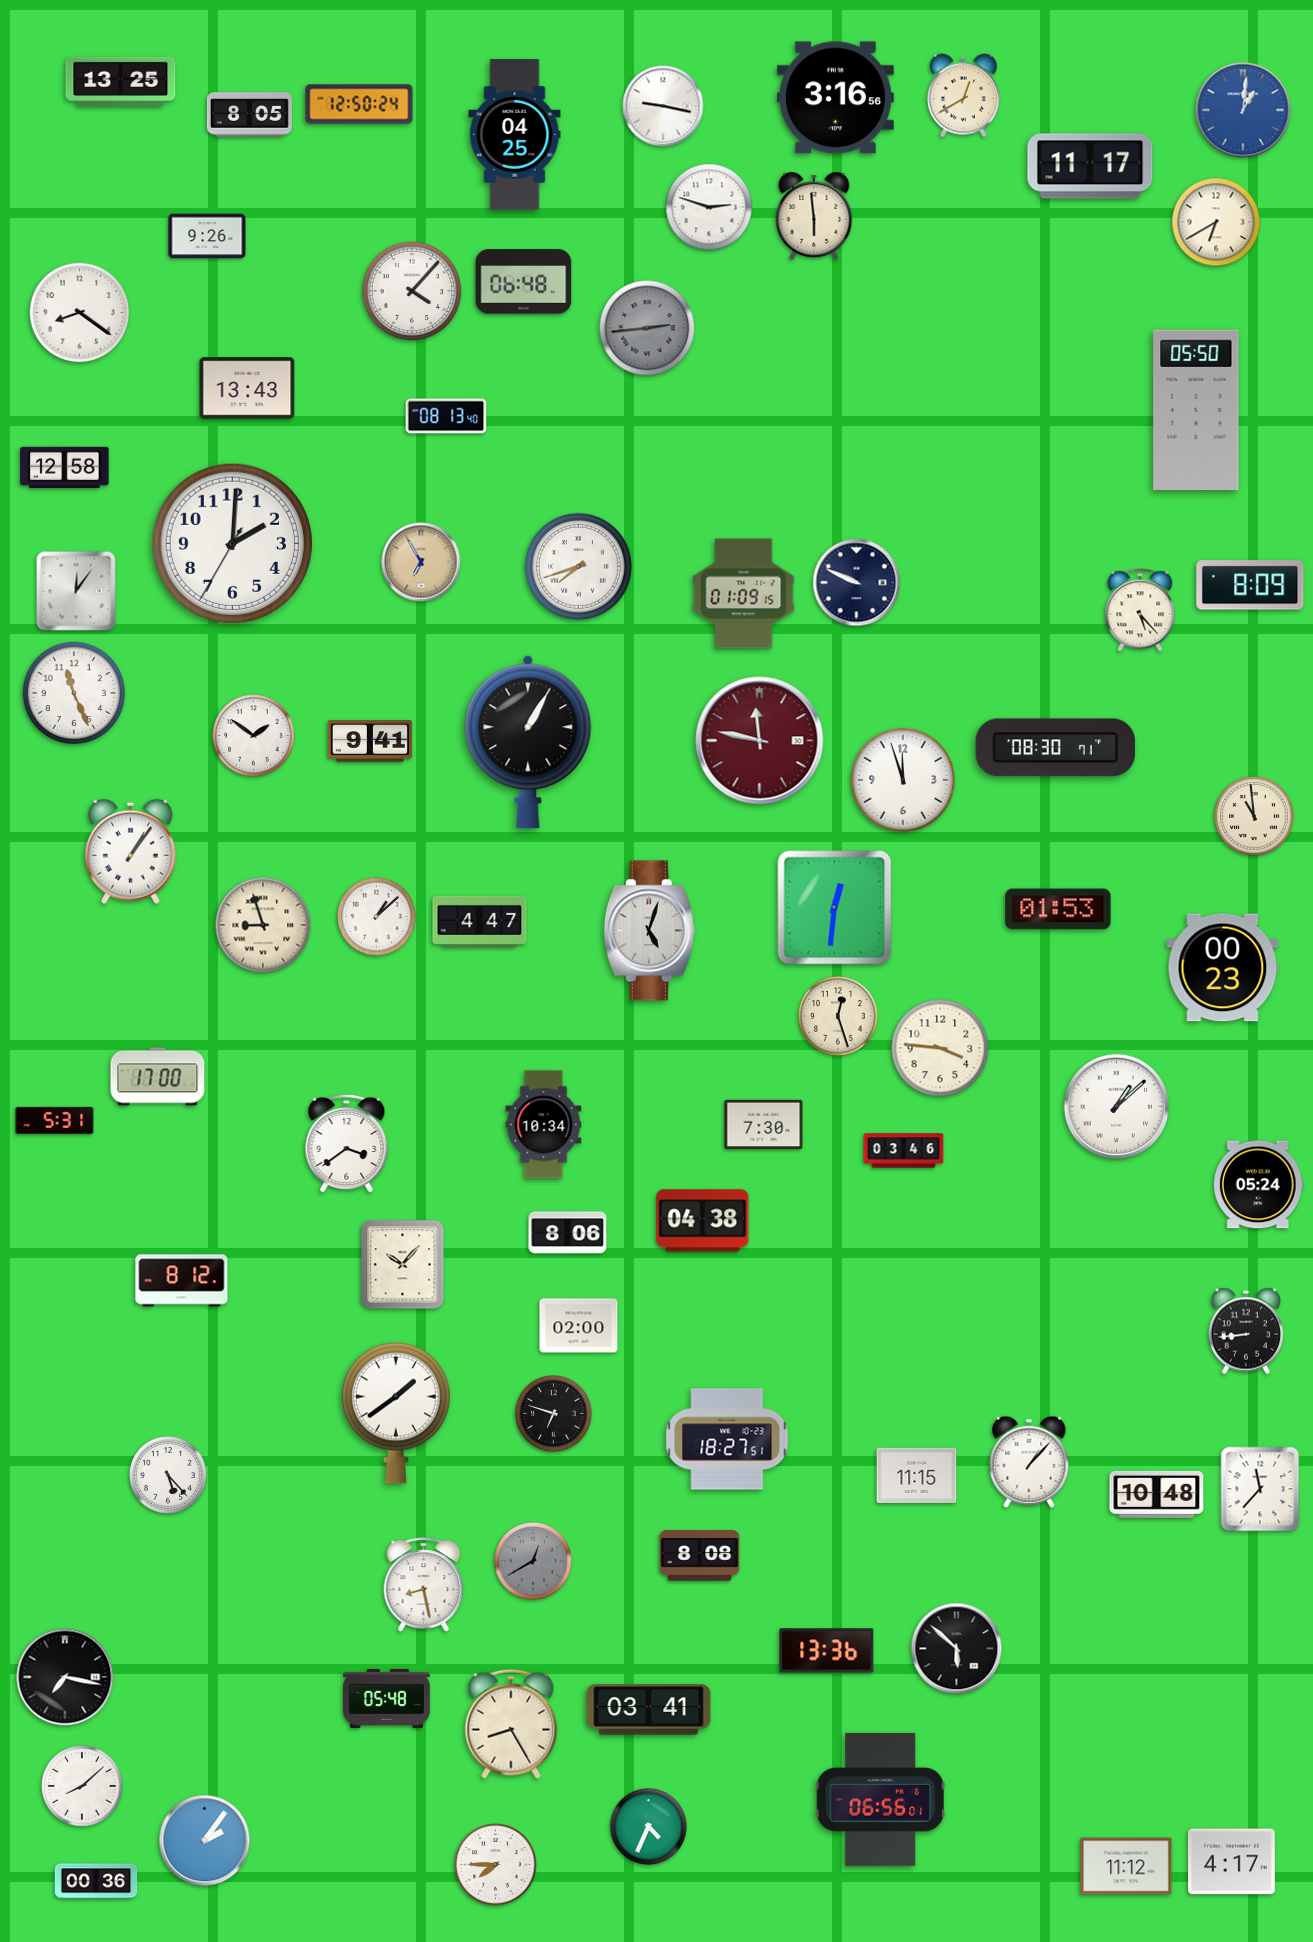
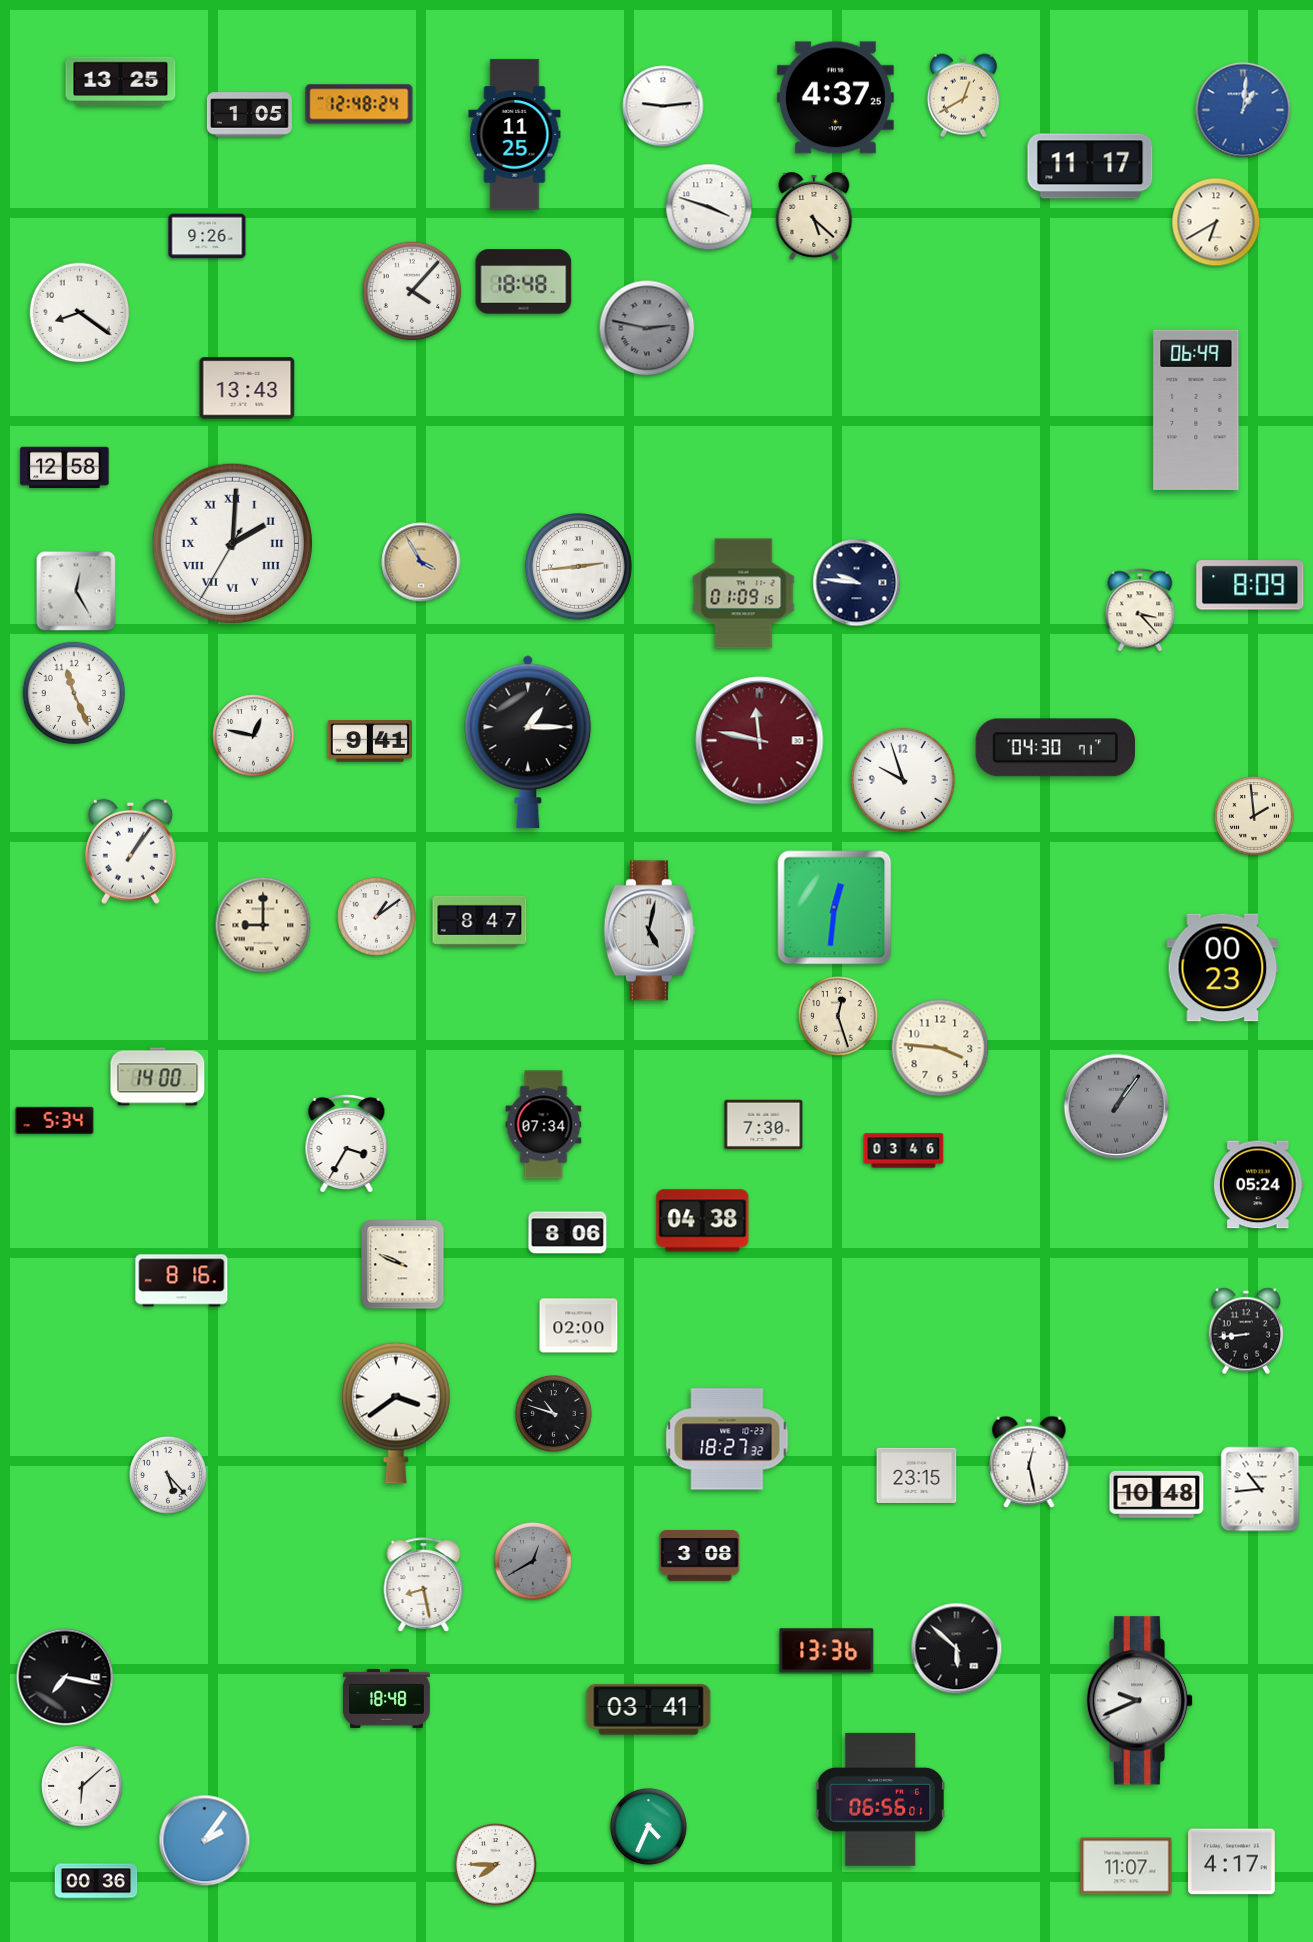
clock at (835, 98): 3:16 -> 4:37
clock at (359, 104): 12:50 -> 12:48
clock at (663, 106): 9:17 -> 9:14
clock at (249, 115): 8:05 -> 1:05
clock at (515, 135): 04:25 -> 11:25
clock at (709, 207): 2:48 -> 3:48
clock at (814, 217): 5:59 -> 5:22
clock at (524, 282): 06:48 -> 18:48
clock at (647, 328): 2:44 -> 2:47
clock at (1196, 409): 05:50 -> 06:49
clock at (446, 416): 08:13 -> none
clock at (232, 543) numerals: Arabic -> Roman
clock at (421, 562): 6:55 -> 3:55
clock at (578, 566): 7:42 -> 2:44
clock at (857, 583): 9:49 -> 9:46
clock at (76, 591): 12:06 -> 12:25
clock at (1140, 610): 5:23 -> 3:23
clock at (254, 736): 1:51 -> 12:47
clock at (528, 742): 1:05 -> 1:15
clock at (1055, 748): 08:30 -> 04:30
clock at (903, 780): 11:57 -> 9:57
clock at (1254, 816): 10:59 -> 1:59
clock at (1058, 909): 01:53 -> none
clock at (377, 917): 1:08 -> 1:09
clock at (480, 921): 4:47 -> 8:47
clock at (263, 925): 8:57 -> 9:00
clock at (649, 931): 5:03 -> 5:02
clock at (158, 1077): 17:00 -> 14:00
clock at (1117, 1107): 1:08 -> 1:06
clock at (1117, 1107) dial: white -> grey
clock at (55, 1120): 5:31 -> 5:34
clock at (544, 1125): 10:34 -> 07:34
clock at (347, 1143): 3:39 -> 3:35
clock at (403, 1265): 10:07 -> 9:49
clock at (182, 1281): 8:12 -> 8:16
clock at (396, 1413): 1:39 -> 3:39
clock at (553, 1413): 6:48 -> 10:48
clock at (727, 1439): 18:27:51 -> 18:27:32
clock at (1029, 1462): 1:07 -> 12:28
clock at (917, 1475): 11:15 -> 23:15
clock at (1260, 1489): 11:37 -> 10:44
clock at (700, 1556): 8:08 -> 3:08
clock at (387, 1698): 05:48 -> 18:48
clock at (1140, 1701): none -> 9:41
clock at (511, 1724): 8:25 -> none
clock at (82, 1786): 8:08 -> 6:08
clock at (1126, 1866): 11:12 -> 11:07
